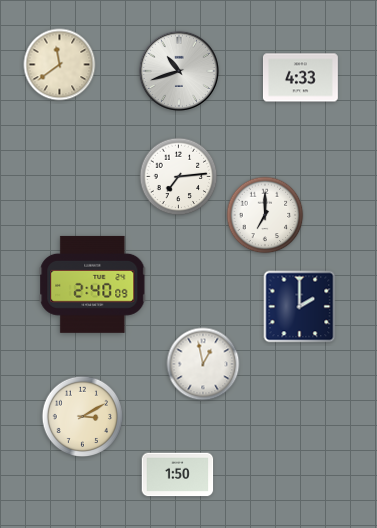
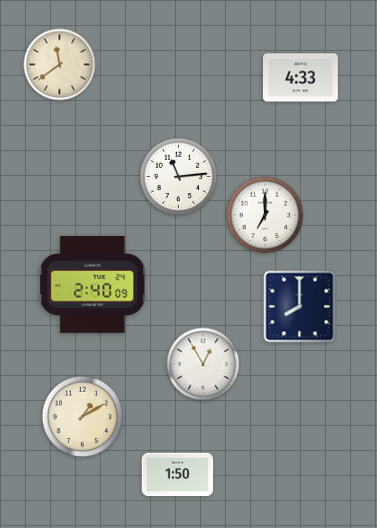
clock at (179, 71): 10:42 -> none
clock at (179, 177): 7:14 -> 11:14
clock at (300, 307): 2:00 -> 8:00
clock at (203, 364): 12:58 -> 12:55
clock at (83, 417): 3:10 -> 1:10
